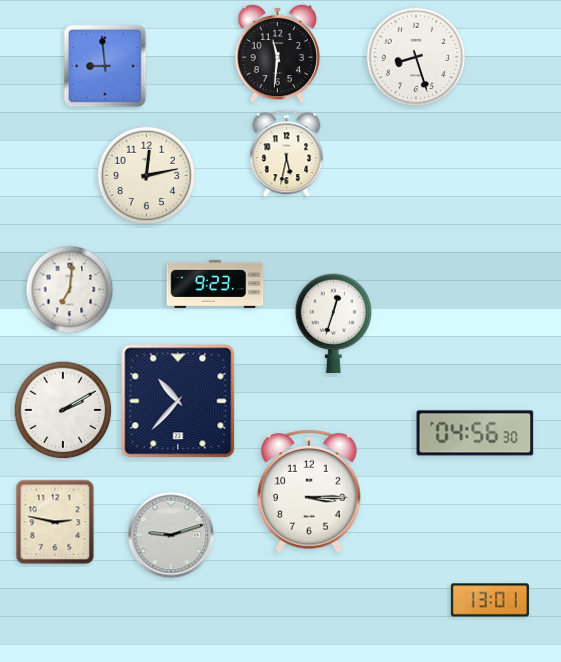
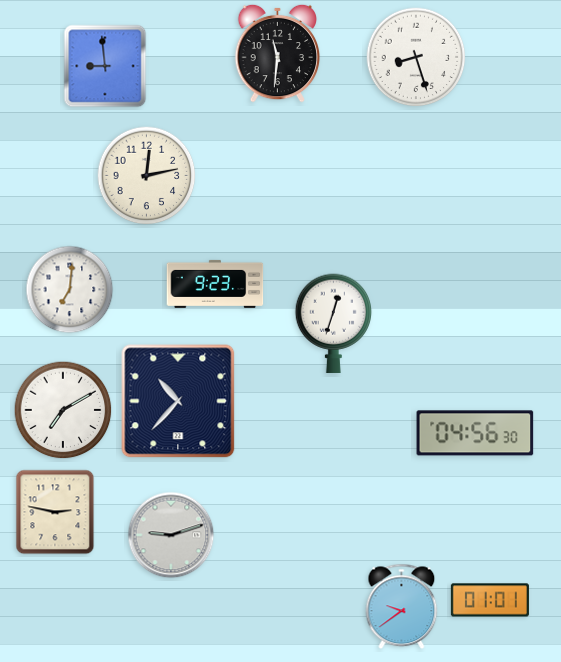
clock at (287, 154): 5:32 -> none
clock at (63, 410): 2:10 -> 7:10
clock at (310, 492): 3:15 -> none
clock at (55, 522) position: (55, 522) -> (55, 512)
clock at (490, 600): 13:01 -> 01:01
clock at (402, 607): none -> 9:39
